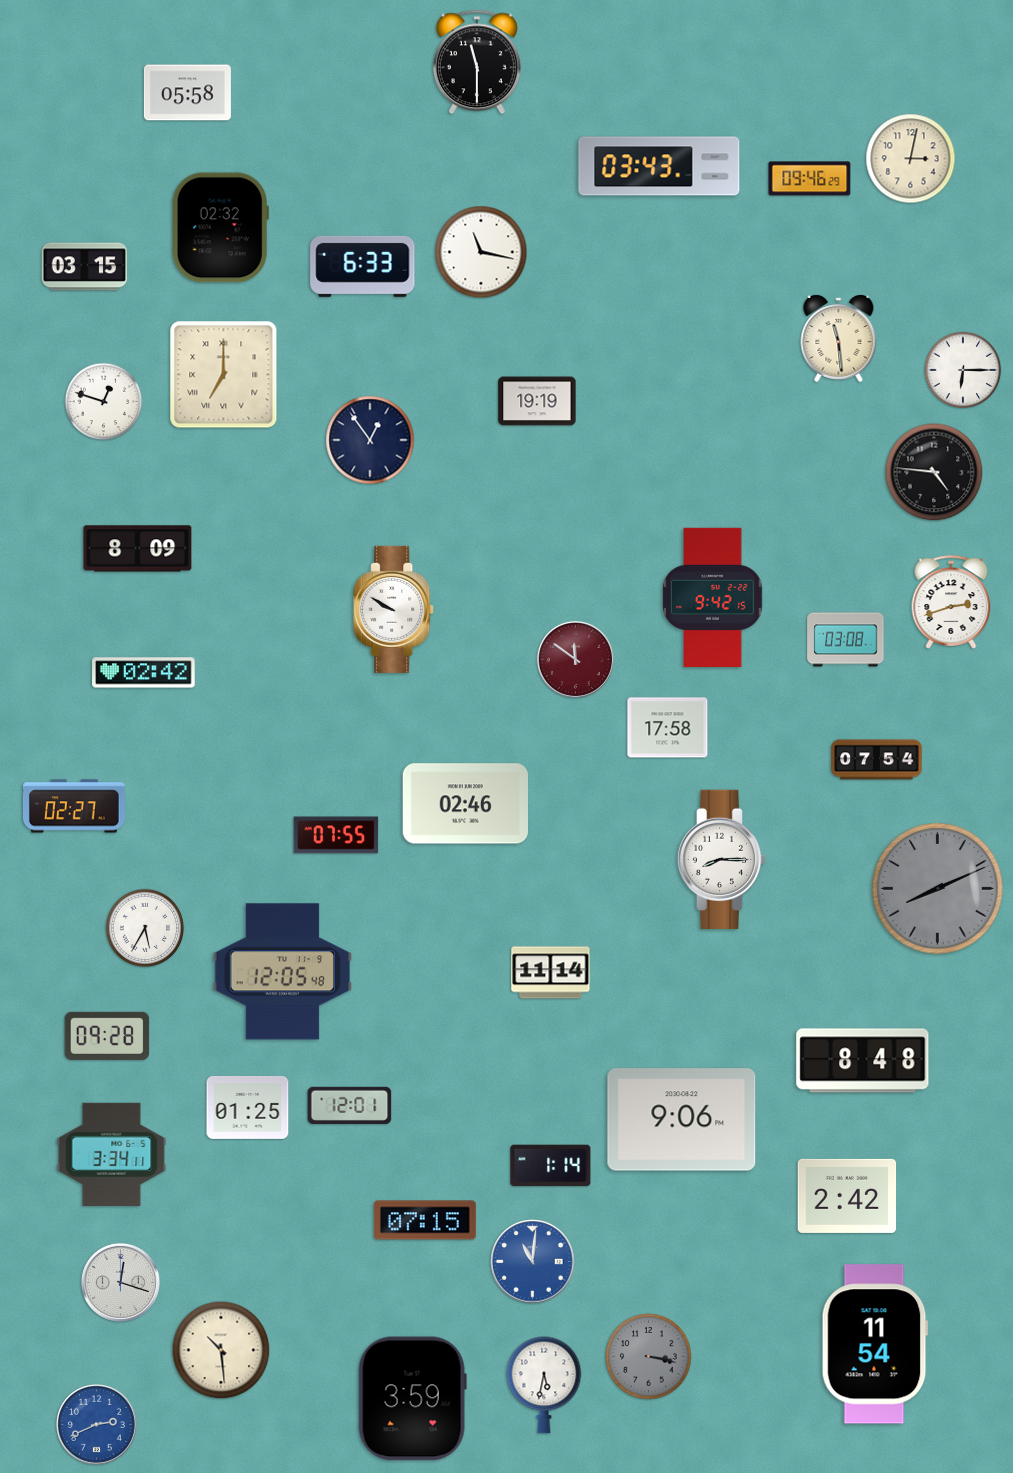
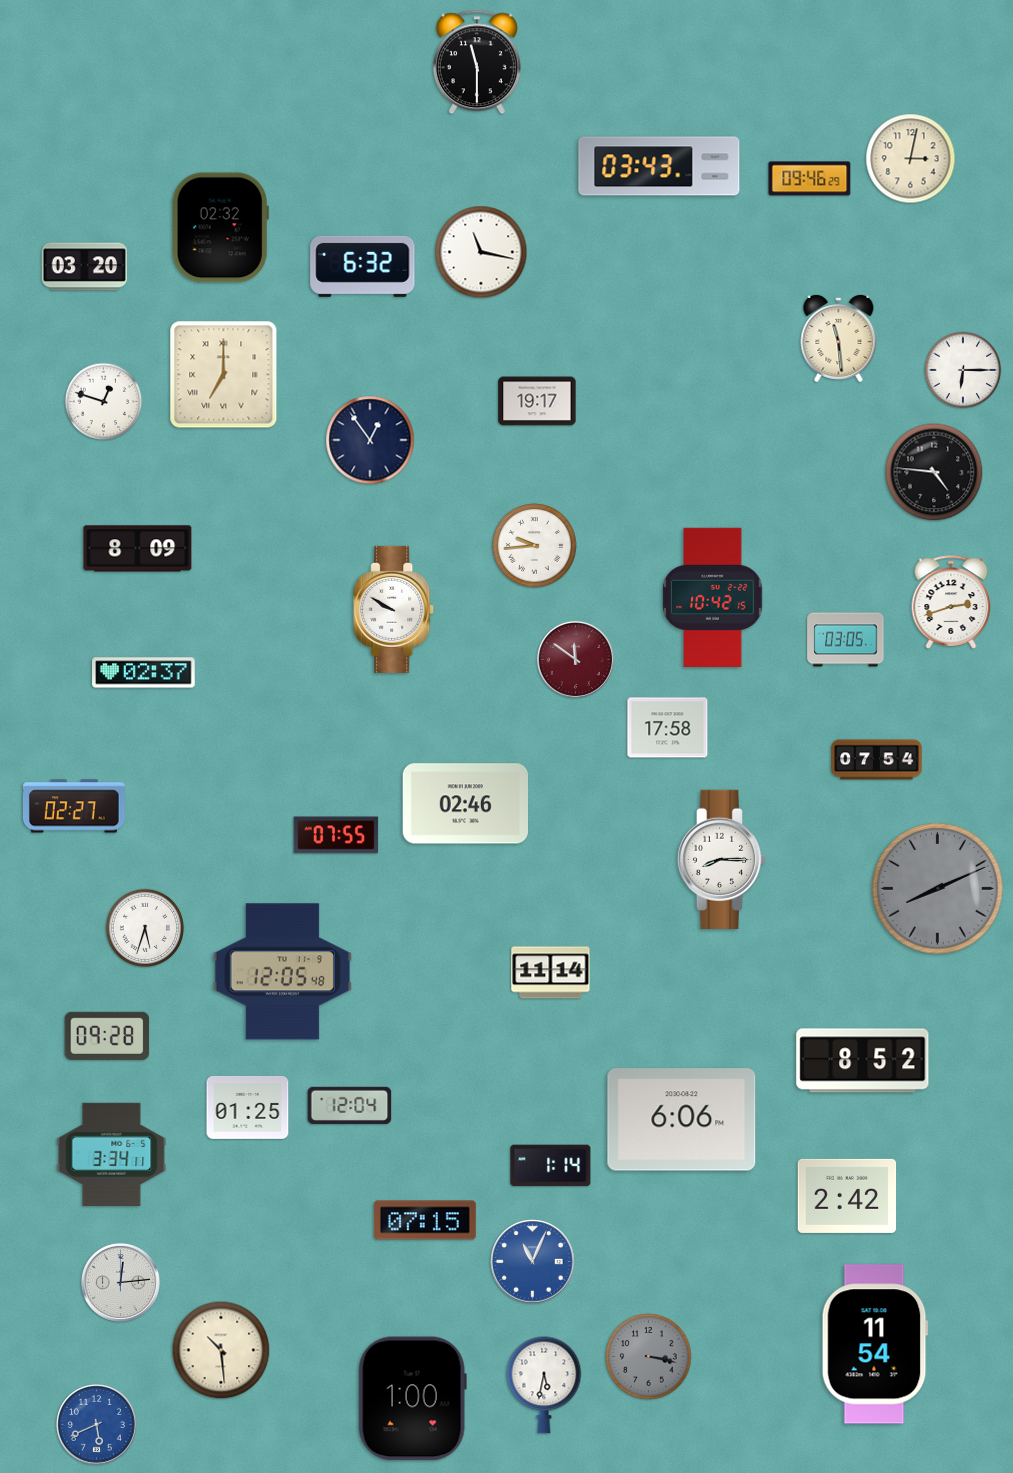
clock at (187, 93): 05:58 -> none
clock at (363, 266): 6:33 -> 6:32
clock at (85, 267): 03:15 -> 03:20
clock at (537, 401): 19:19 -> 19:17
clock at (535, 546): none -> 9:44
clock at (713, 597): 9:42 -> 10:42
clock at (846, 640): 03:08 -> 03:05
clock at (144, 673): 02:42 -> 02:37
clock at (145, 928): 5:35 -> 5:33
clock at (863, 1061): 8:48 -> 8:52
clock at (350, 1105): 12:01 -> 12:04
clock at (682, 1120): 9:06 -> 6:06
clock at (533, 1262): 11:01 -> 11:04
clock at (120, 1282): 12:18 -> 12:14
clock at (412, 1399): 3:59 -> 1:00
clock at (97, 1425): 2:41 -> 5:41
